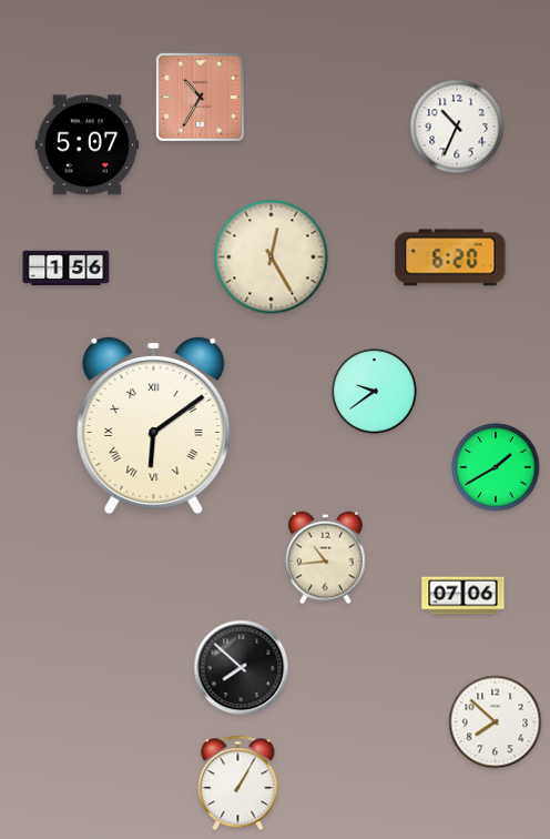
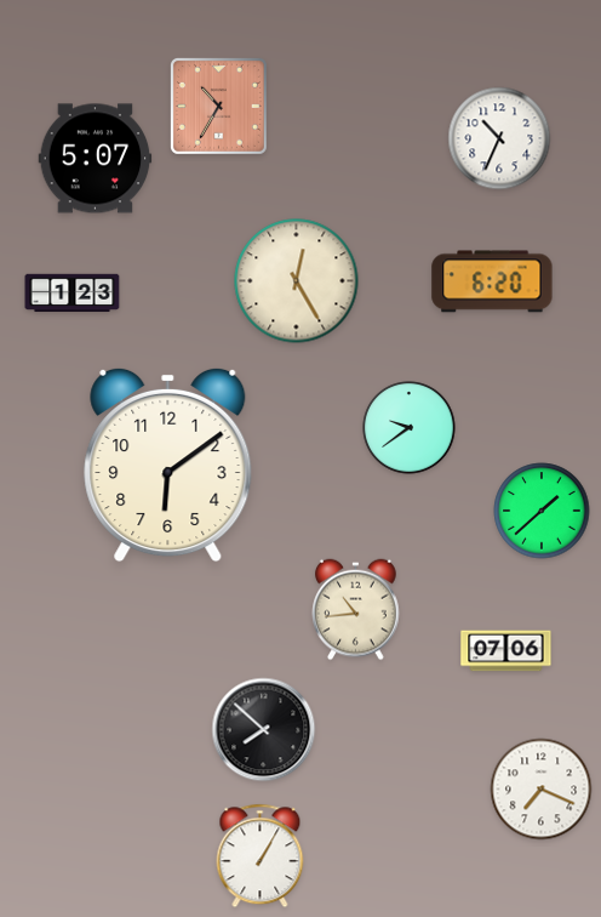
clock at (67, 269): 1:56 -> 1:23
clock at (154, 425) numerals: Roman -> Arabic
clock at (496, 467): 1:40 -> 1:38
clock at (496, 722): 7:52 -> 7:19
